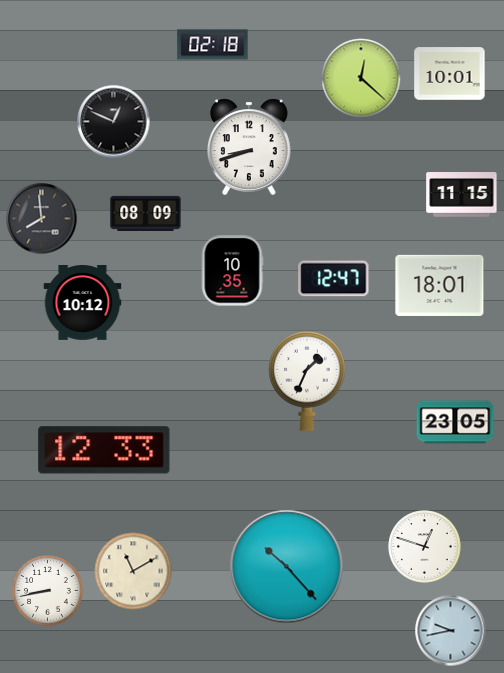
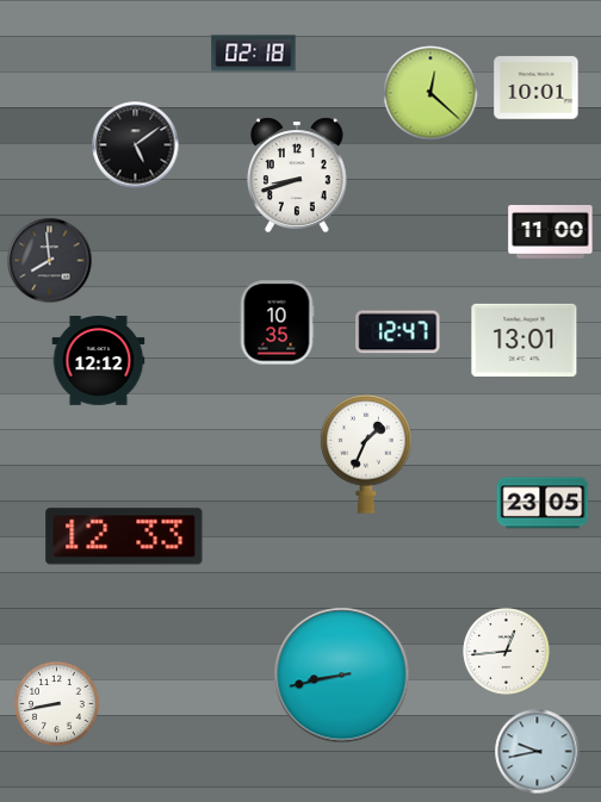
clock at (114, 122): 12:49 -> 5:09
clock at (462, 195): 11:15 -> 11:00
clock at (146, 213): 08:09 -> none
clock at (440, 285): 18:01 -> 13:01
clock at (83, 303): 10:12 -> 12:12
clock at (425, 547): 12:48 -> 12:44
clock at (287, 567): 10:23 -> 8:43
clock at (133, 571): 11:10 -> none
